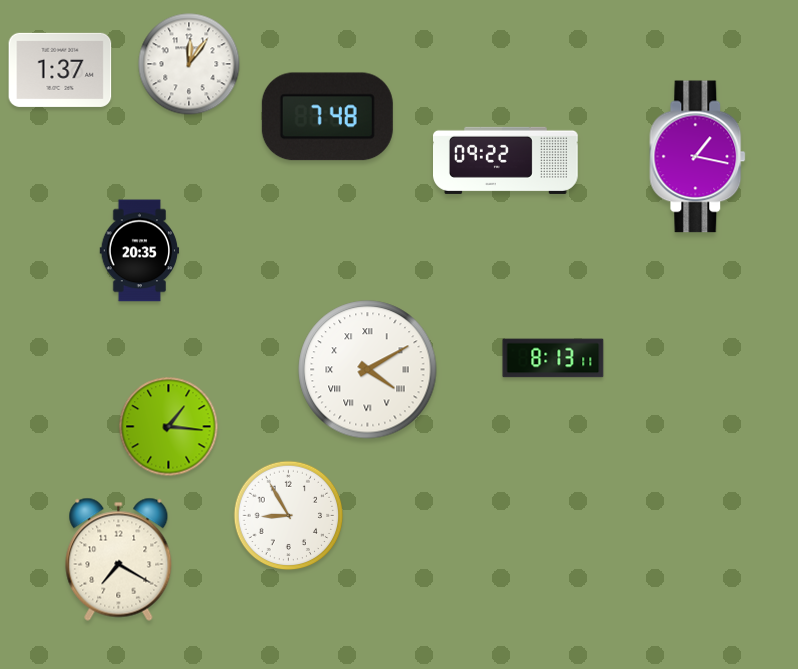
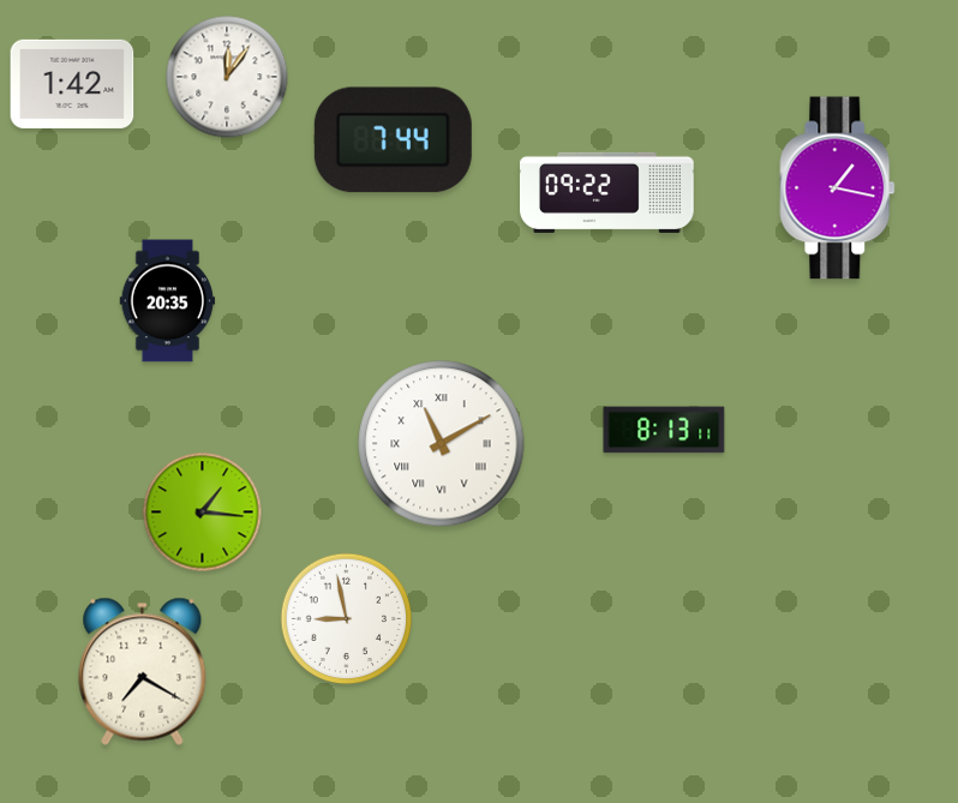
clock at (60, 70): 1:37 -> 1:42
clock at (327, 117): 7:48 -> 7:44
clock at (368, 370): 4:10 -> 11:10
clock at (289, 516): 8:55 -> 8:58
